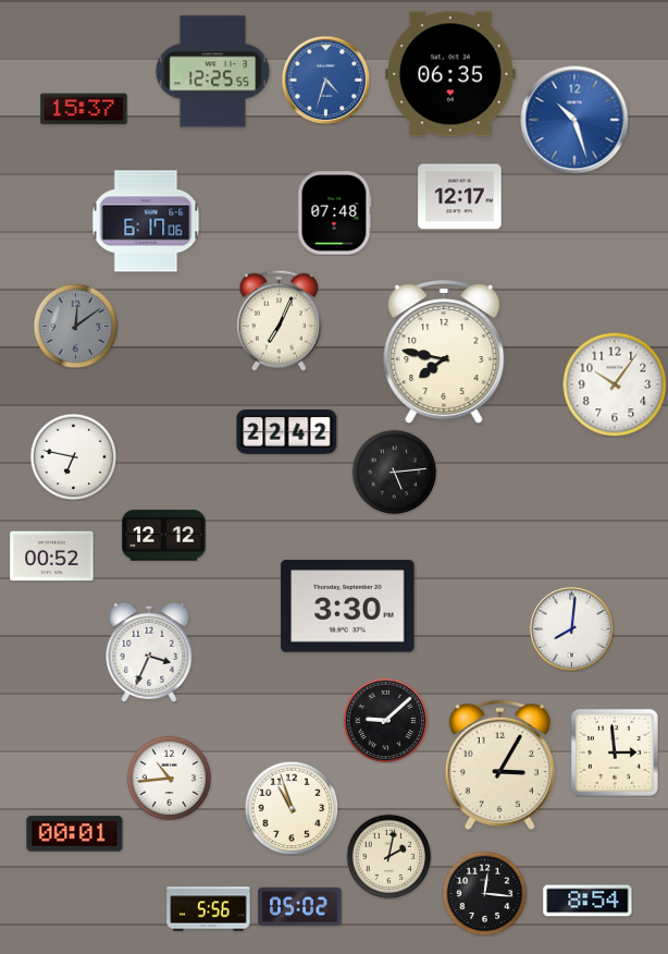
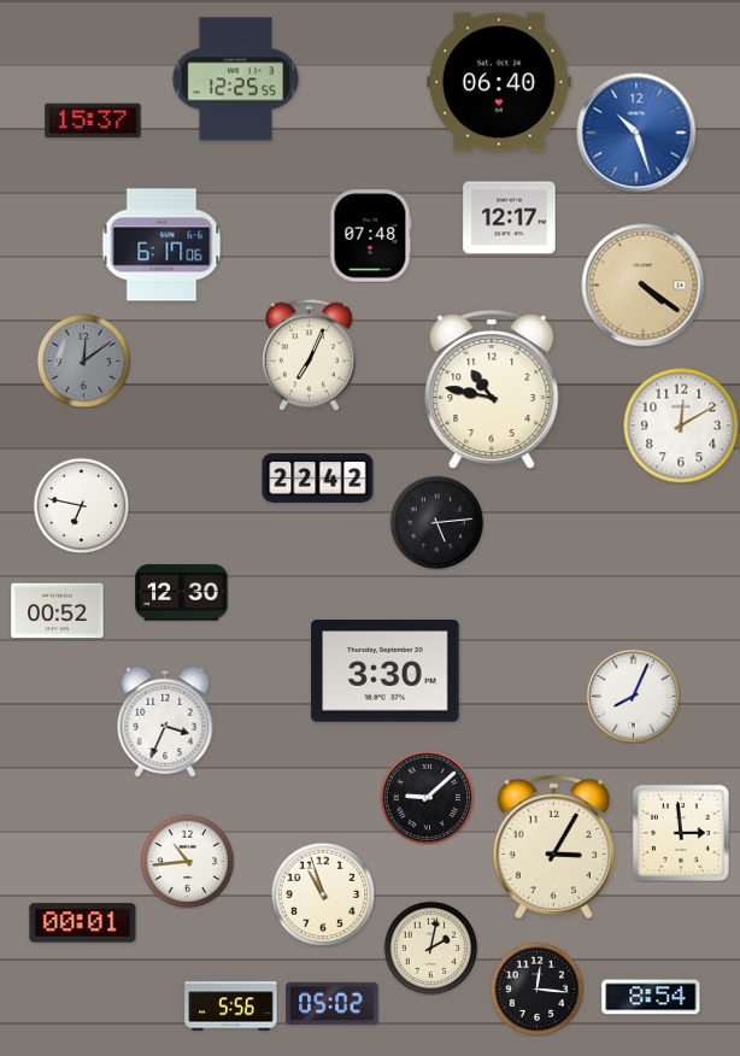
clock at (450, 74): 06:35 -> 06:40
clock at (325, 79): 4:33 -> none
clock at (644, 286): none -> 4:21
clock at (444, 353): 7:47 -> 10:47
clock at (615, 384): 10:06 -> 12:10
clock at (164, 536): 12:12 -> 12:30
clock at (52, 556) position: (52, 556) -> (58, 611)
clock at (571, 628): 8:01 -> 8:04
